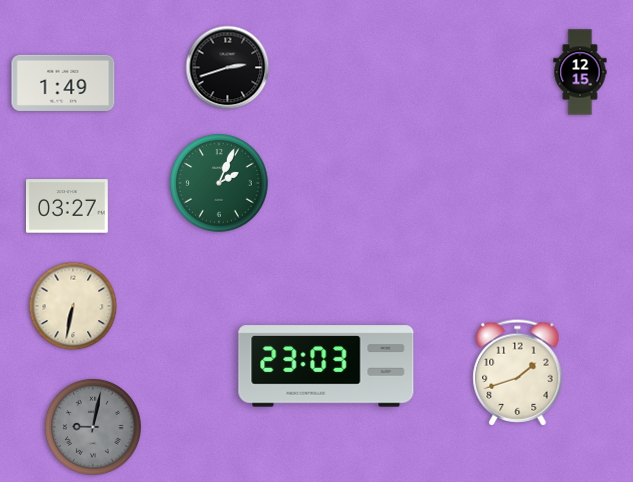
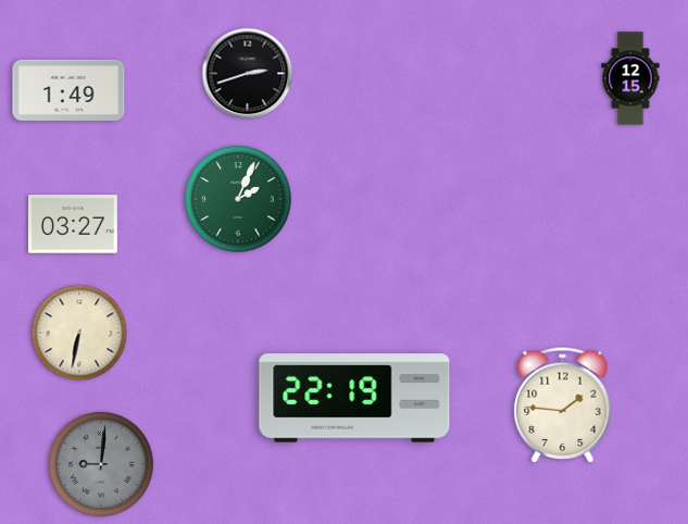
clock at (326, 366): 23:03 -> 22:19
clock at (518, 373): 1:42 -> 1:46
clock at (93, 427): 9:02 -> 9:01
